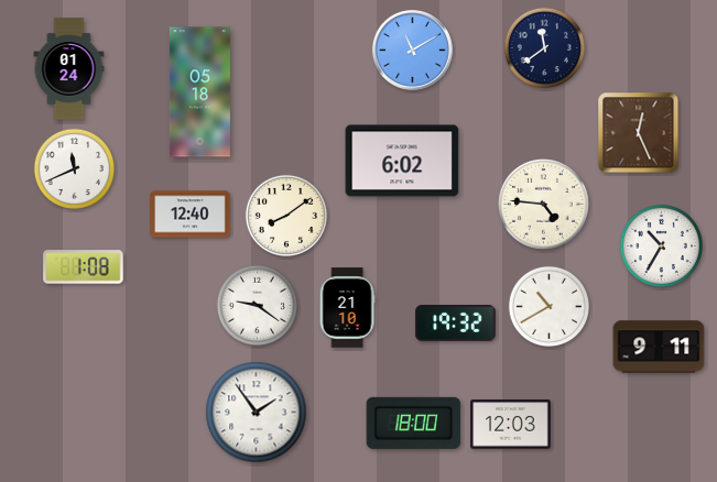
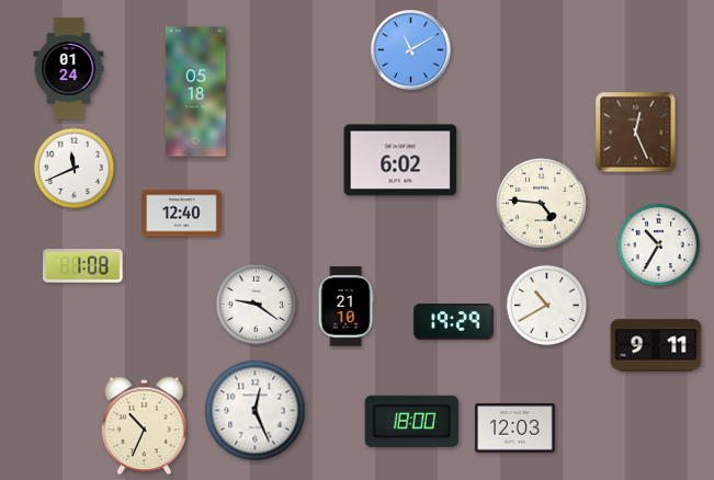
clock at (544, 47): 11:39 -> none
clock at (199, 92) position: (199, 92) -> (195, 92)
clock at (191, 215) position: (191, 215) -> (182, 214)
clock at (285, 215): 8:09 -> none
clock at (456, 324): 19:32 -> 19:29
clock at (257, 413): 1:54 -> 12:26
clock at (511, 425) position: (511, 425) -> (515, 428)
clock at (145, 426): none -> 10:34
